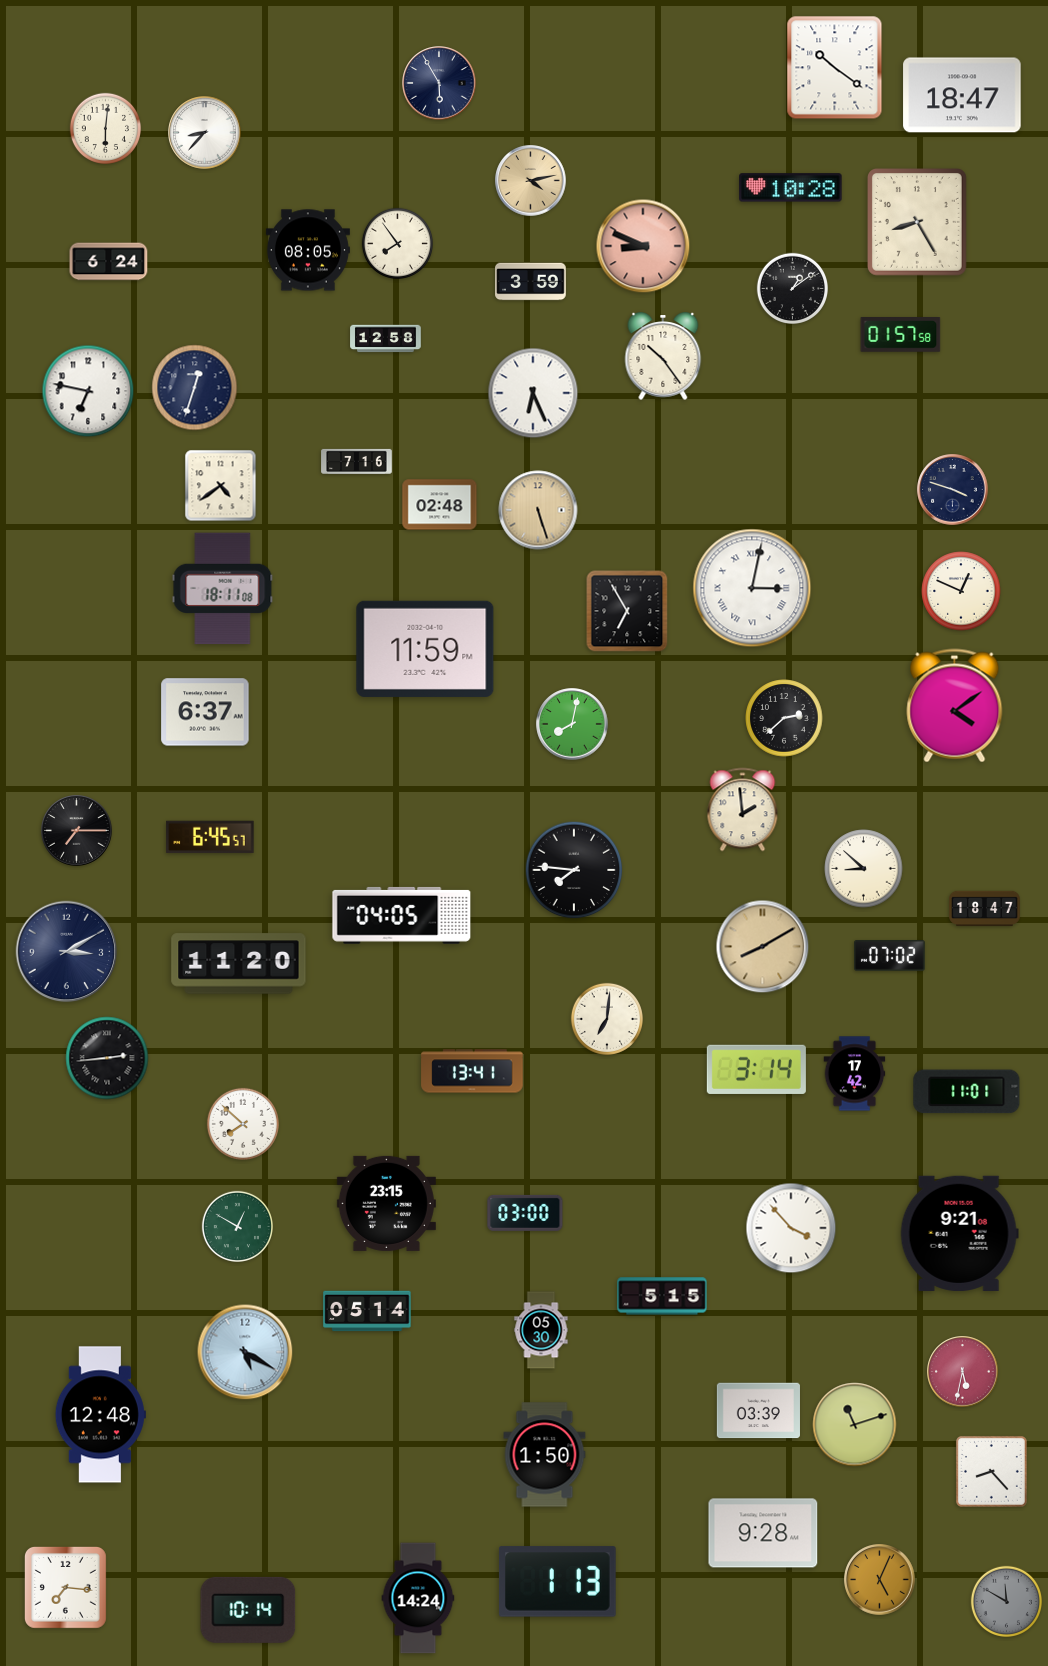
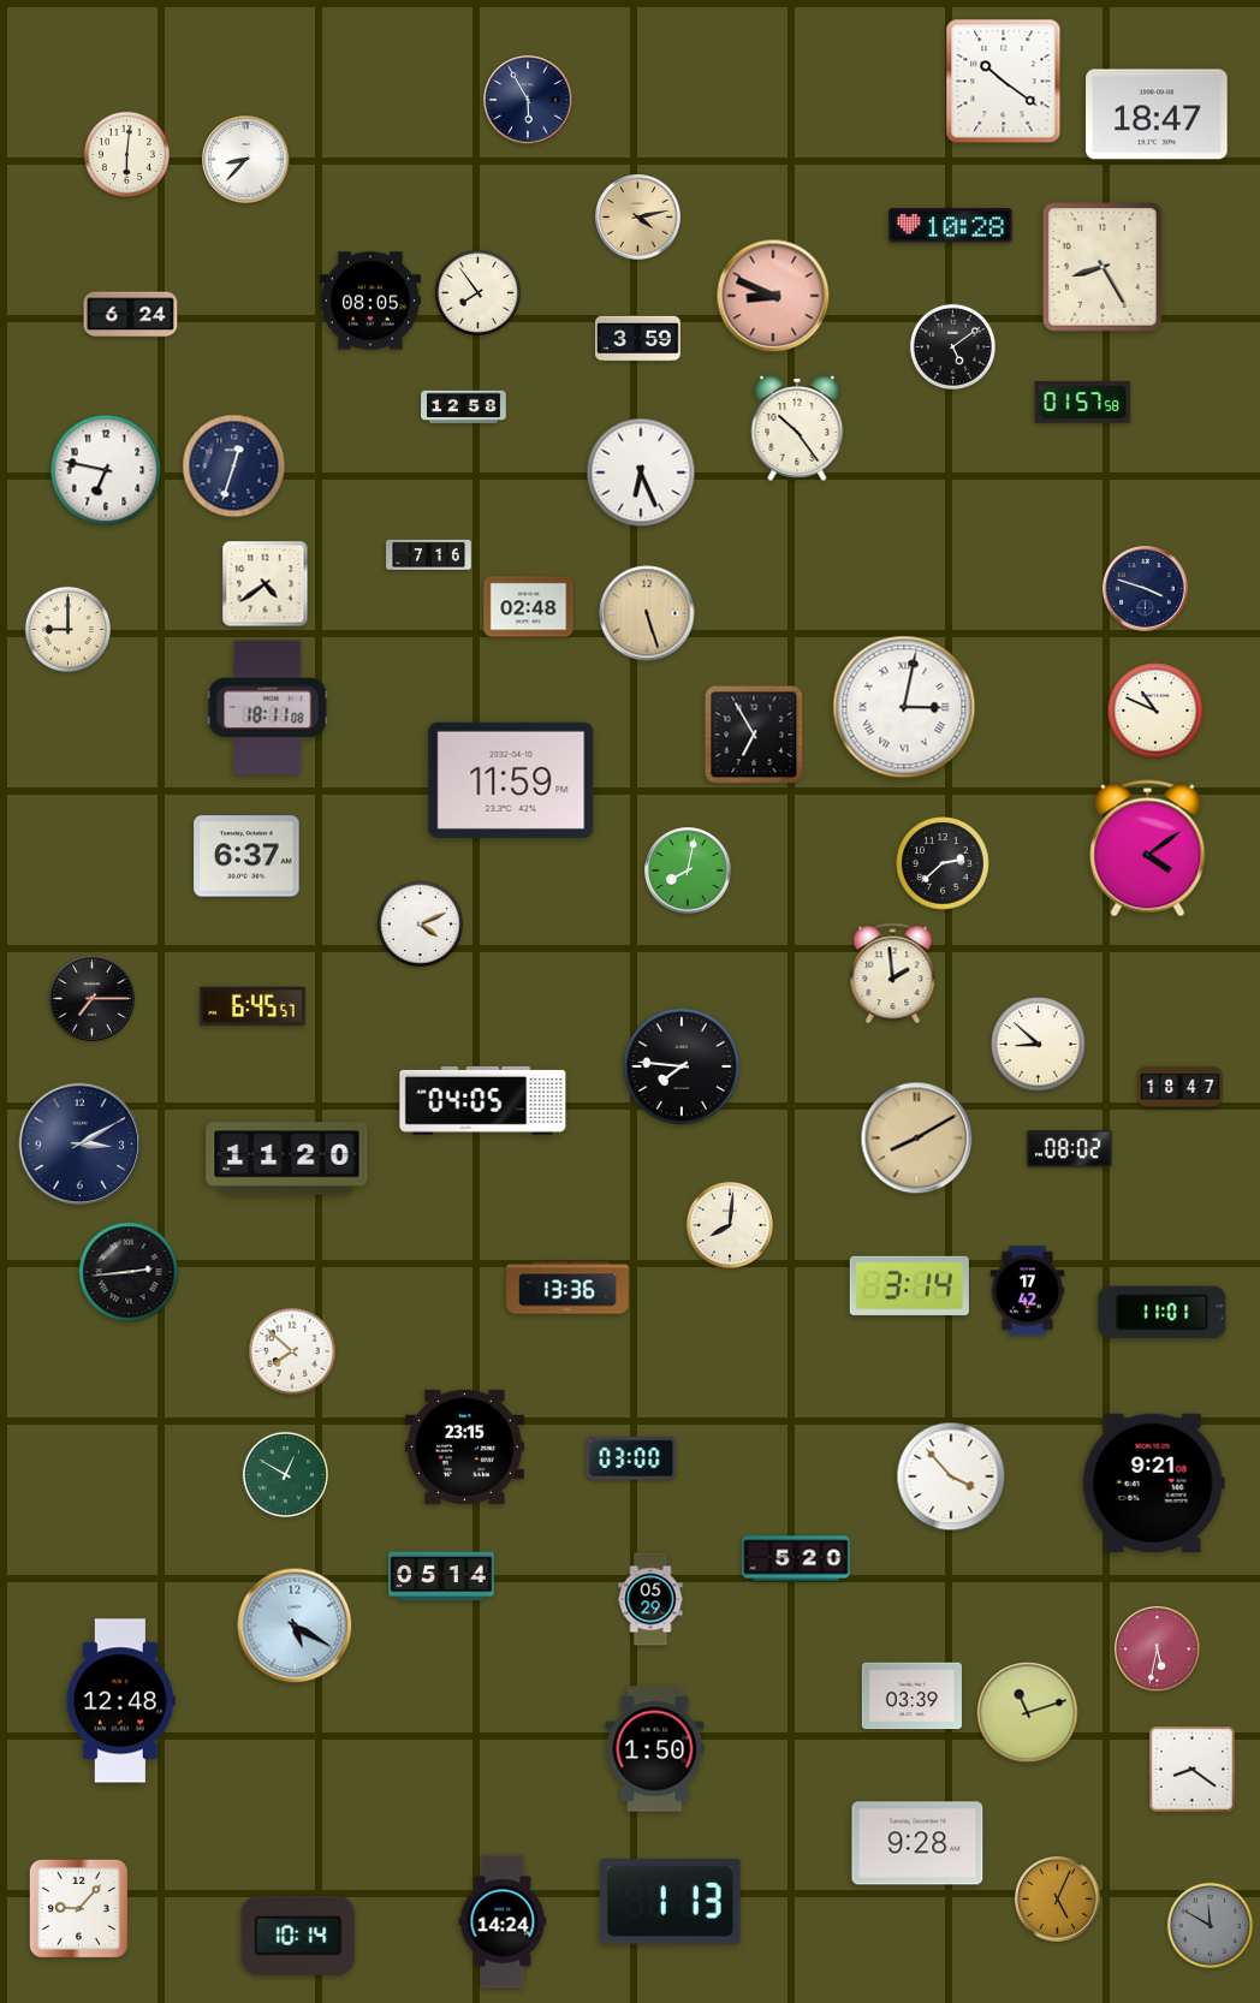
clock at (792, 288): 1:09 -> 5:09
clock at (67, 629): none -> 9:00
clock at (961, 591): 12:49 -> 10:49
clock at (420, 923): none -> 4:11
clock at (574, 870) position: (574, 870) -> (682, 1066)
clock at (985, 909) position: (985, 909) -> (1181, 1088)
clock at (890, 956): 07:02 -> 08:02
clock at (607, 1019): 7:01 -> 8:01
clock at (472, 1071): 13:41 -> 13:36
clock at (662, 1296): 5:15 -> 5:20
clock at (541, 1330): 05:30 -> 05:29
clock at (991, 1471): 8:23 -> 8:21
clock at (65, 1587): 7:16 -> 9:07
